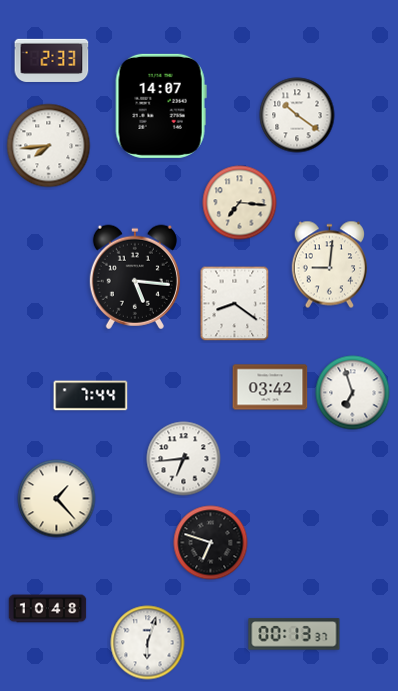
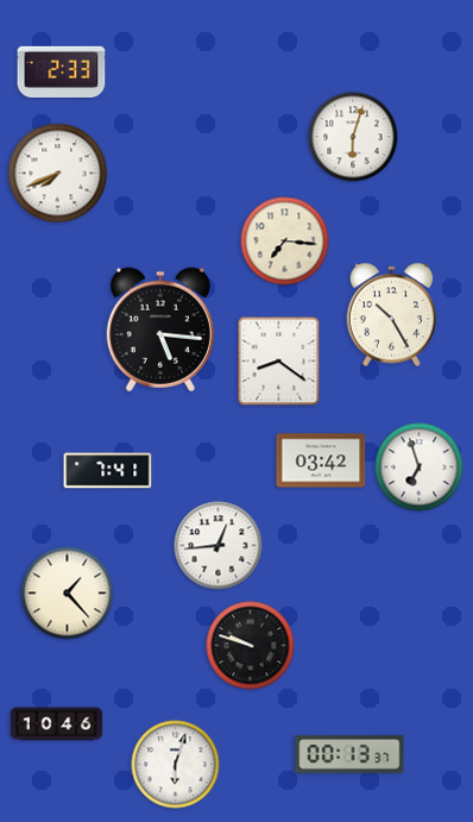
clock at (161, 106): 14:07 -> none
clock at (297, 115): 10:21 -> 6:03
clock at (49, 146): 7:44 -> 7:41
clock at (329, 265): 9:01 -> 10:25
clock at (91, 396): 7:44 -> 7:41
clock at (184, 459): 6:44 -> 12:44
clock at (211, 543): 6:48 -> 9:48
clock at (48, 609): 10:48 -> 10:46
